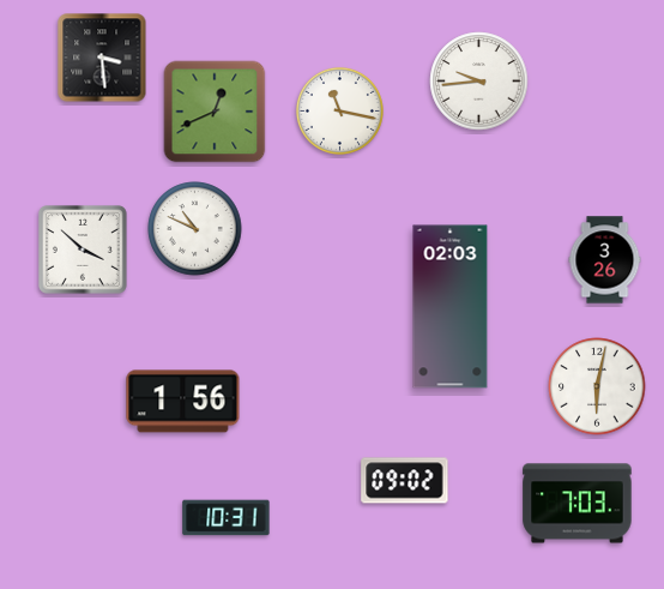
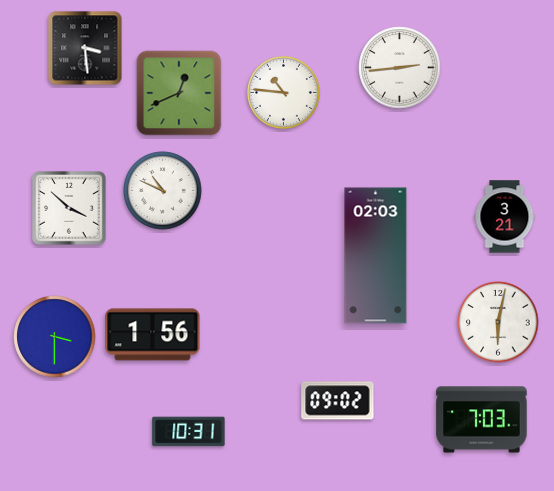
clock at (479, 82): 9:44 -> 2:44
clock at (339, 110): 11:17 -> 10:46
clock at (605, 260): 3:26 -> 3:21
clock at (55, 337): none -> 3:30
